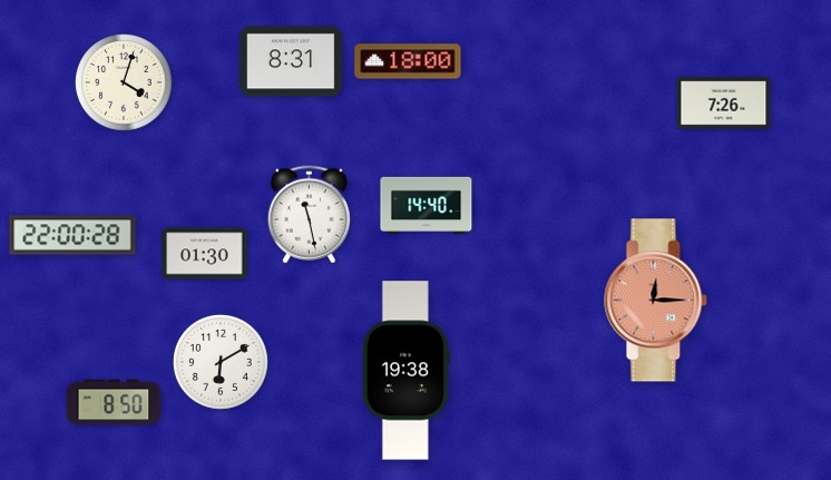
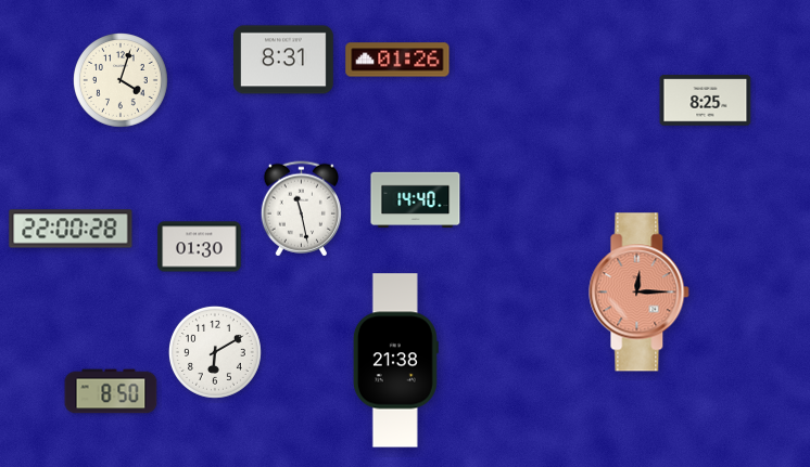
clock at (408, 61): 18:00 -> 01:26
clock at (724, 104): 7:26 -> 8:25
clock at (405, 371): 19:38 -> 21:38
